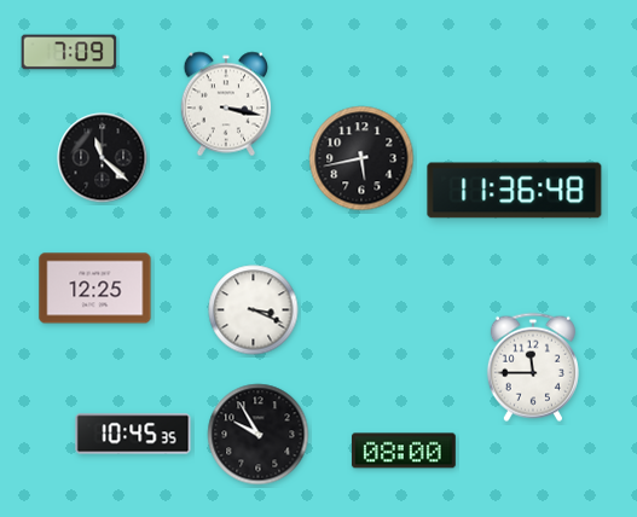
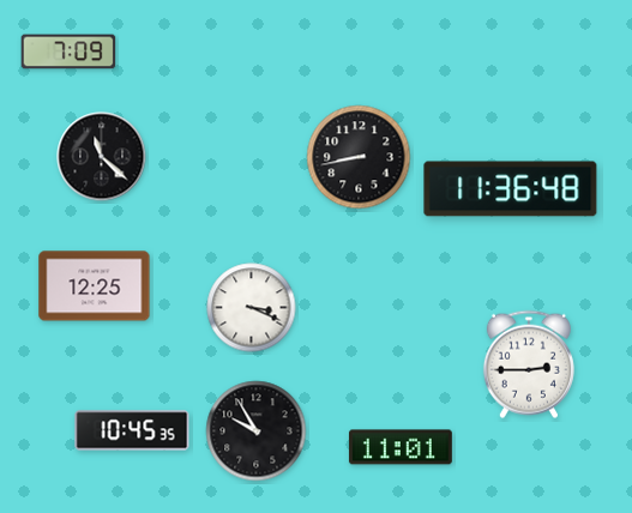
clock at (226, 104): 3:17 -> none
clock at (361, 158): 5:43 -> 8:43
clock at (533, 367): 11:45 -> 2:45
clock at (404, 451): 08:00 -> 11:01
